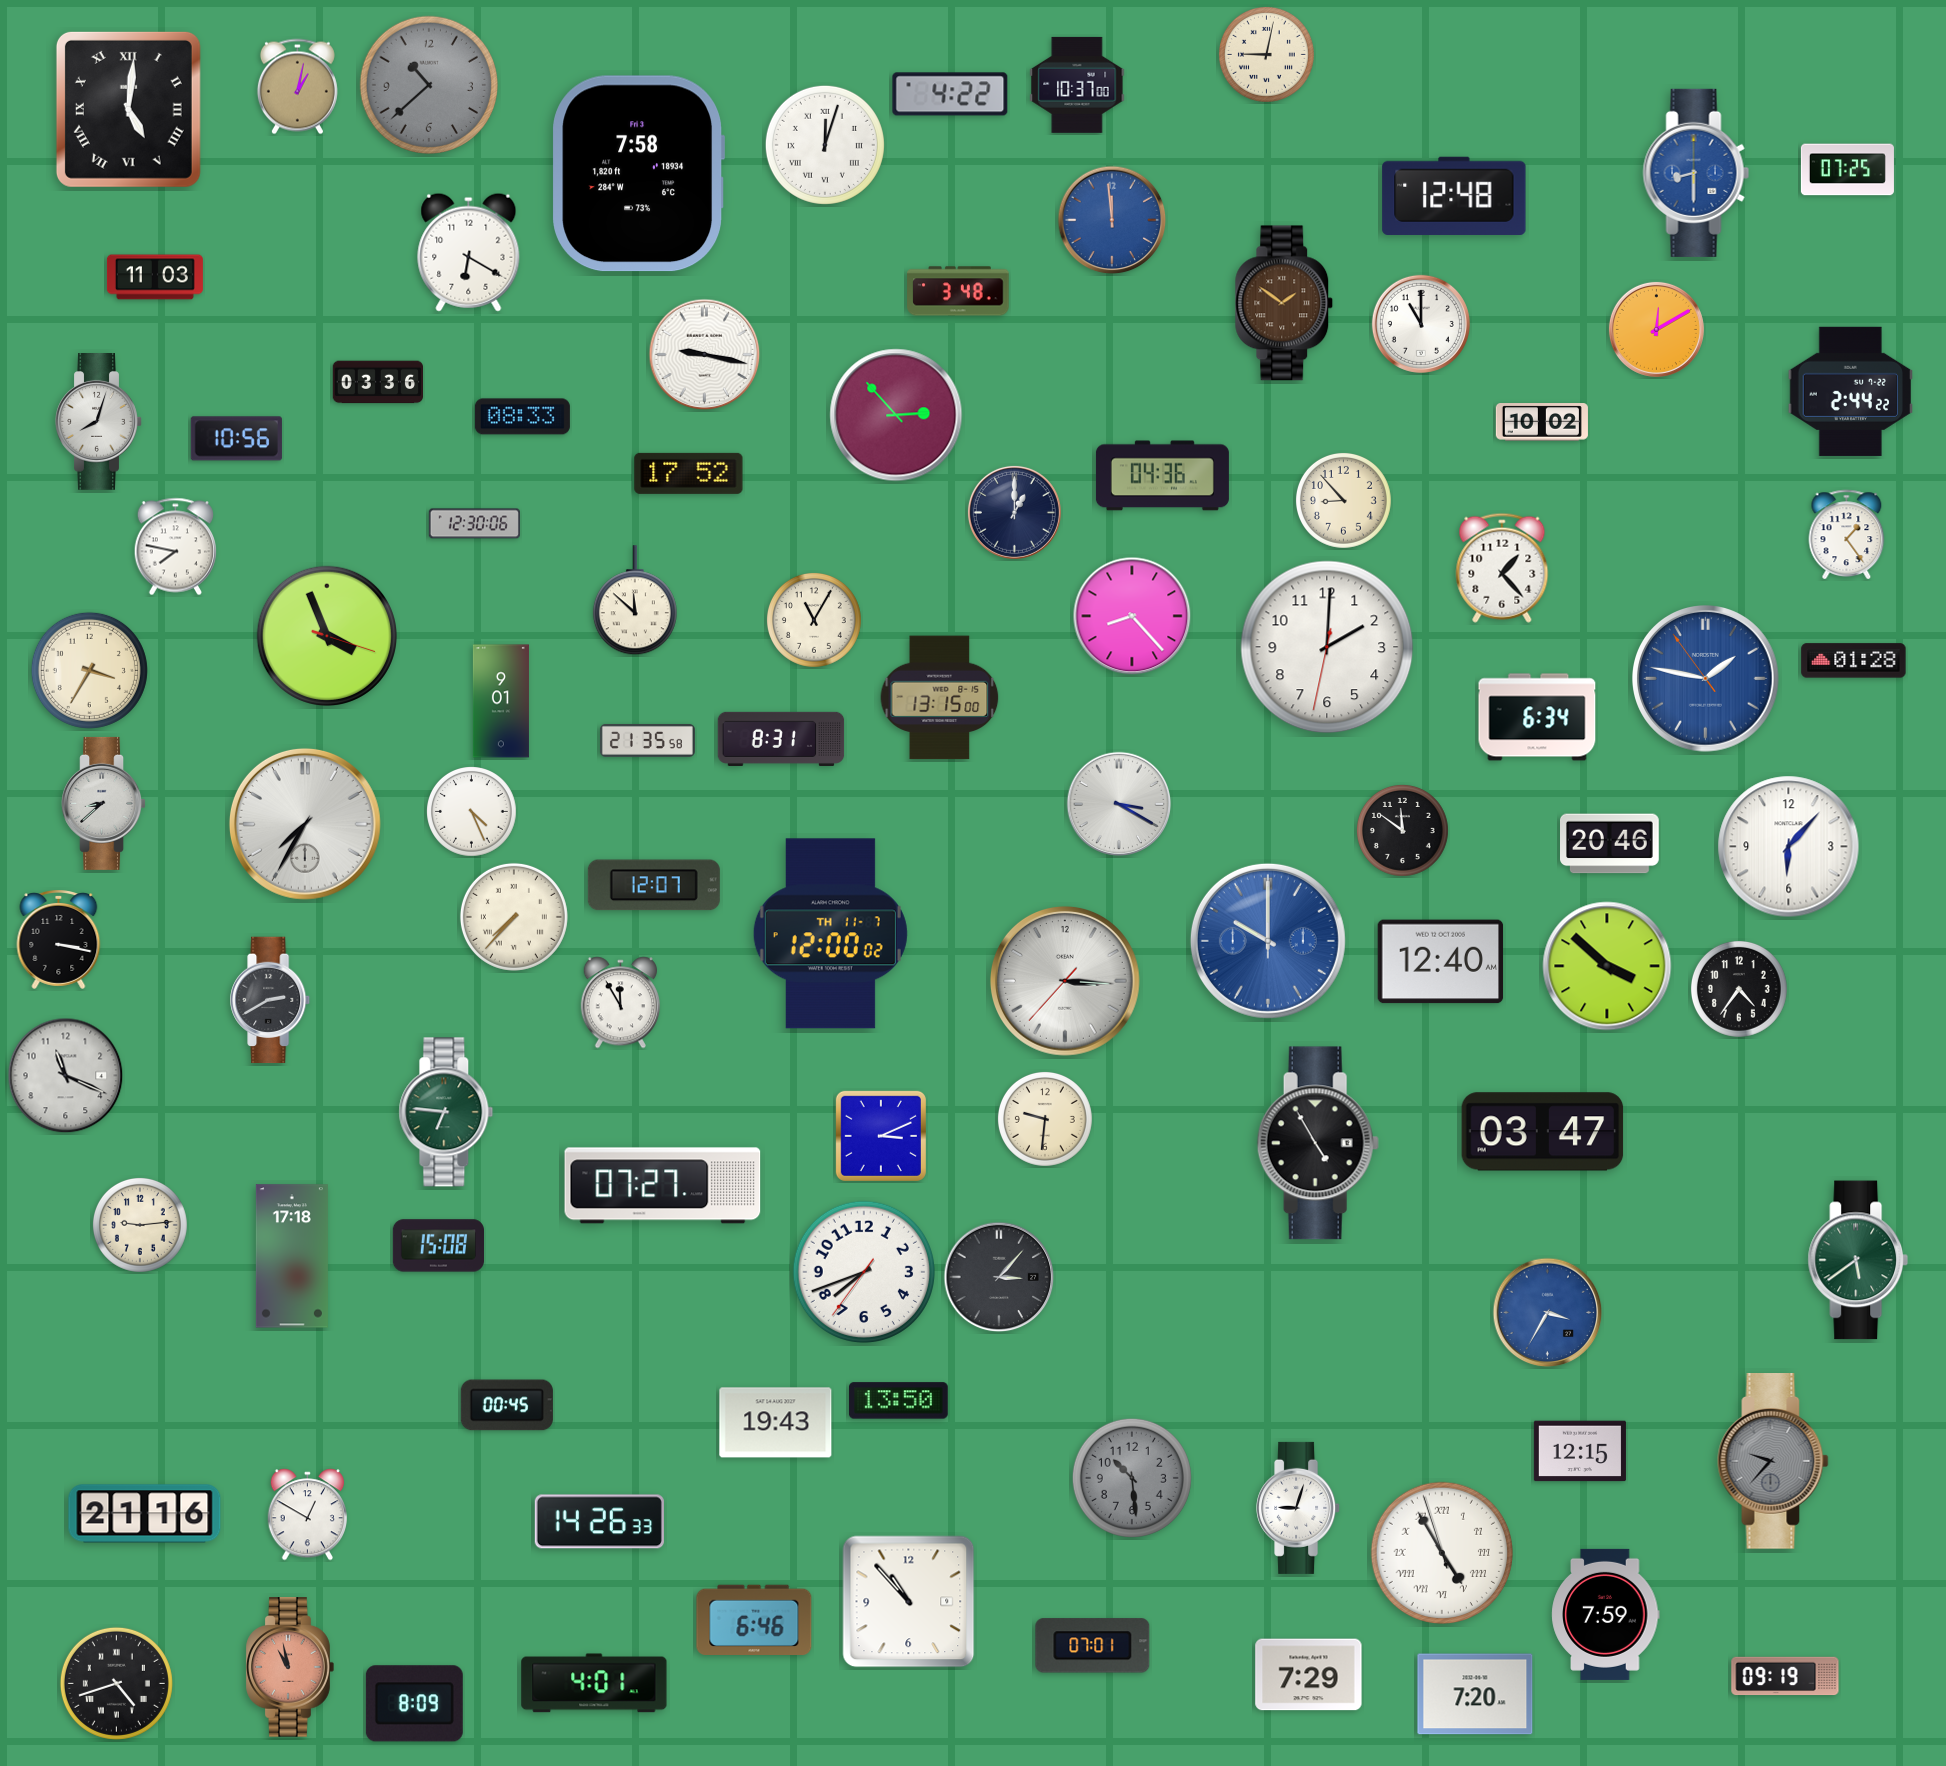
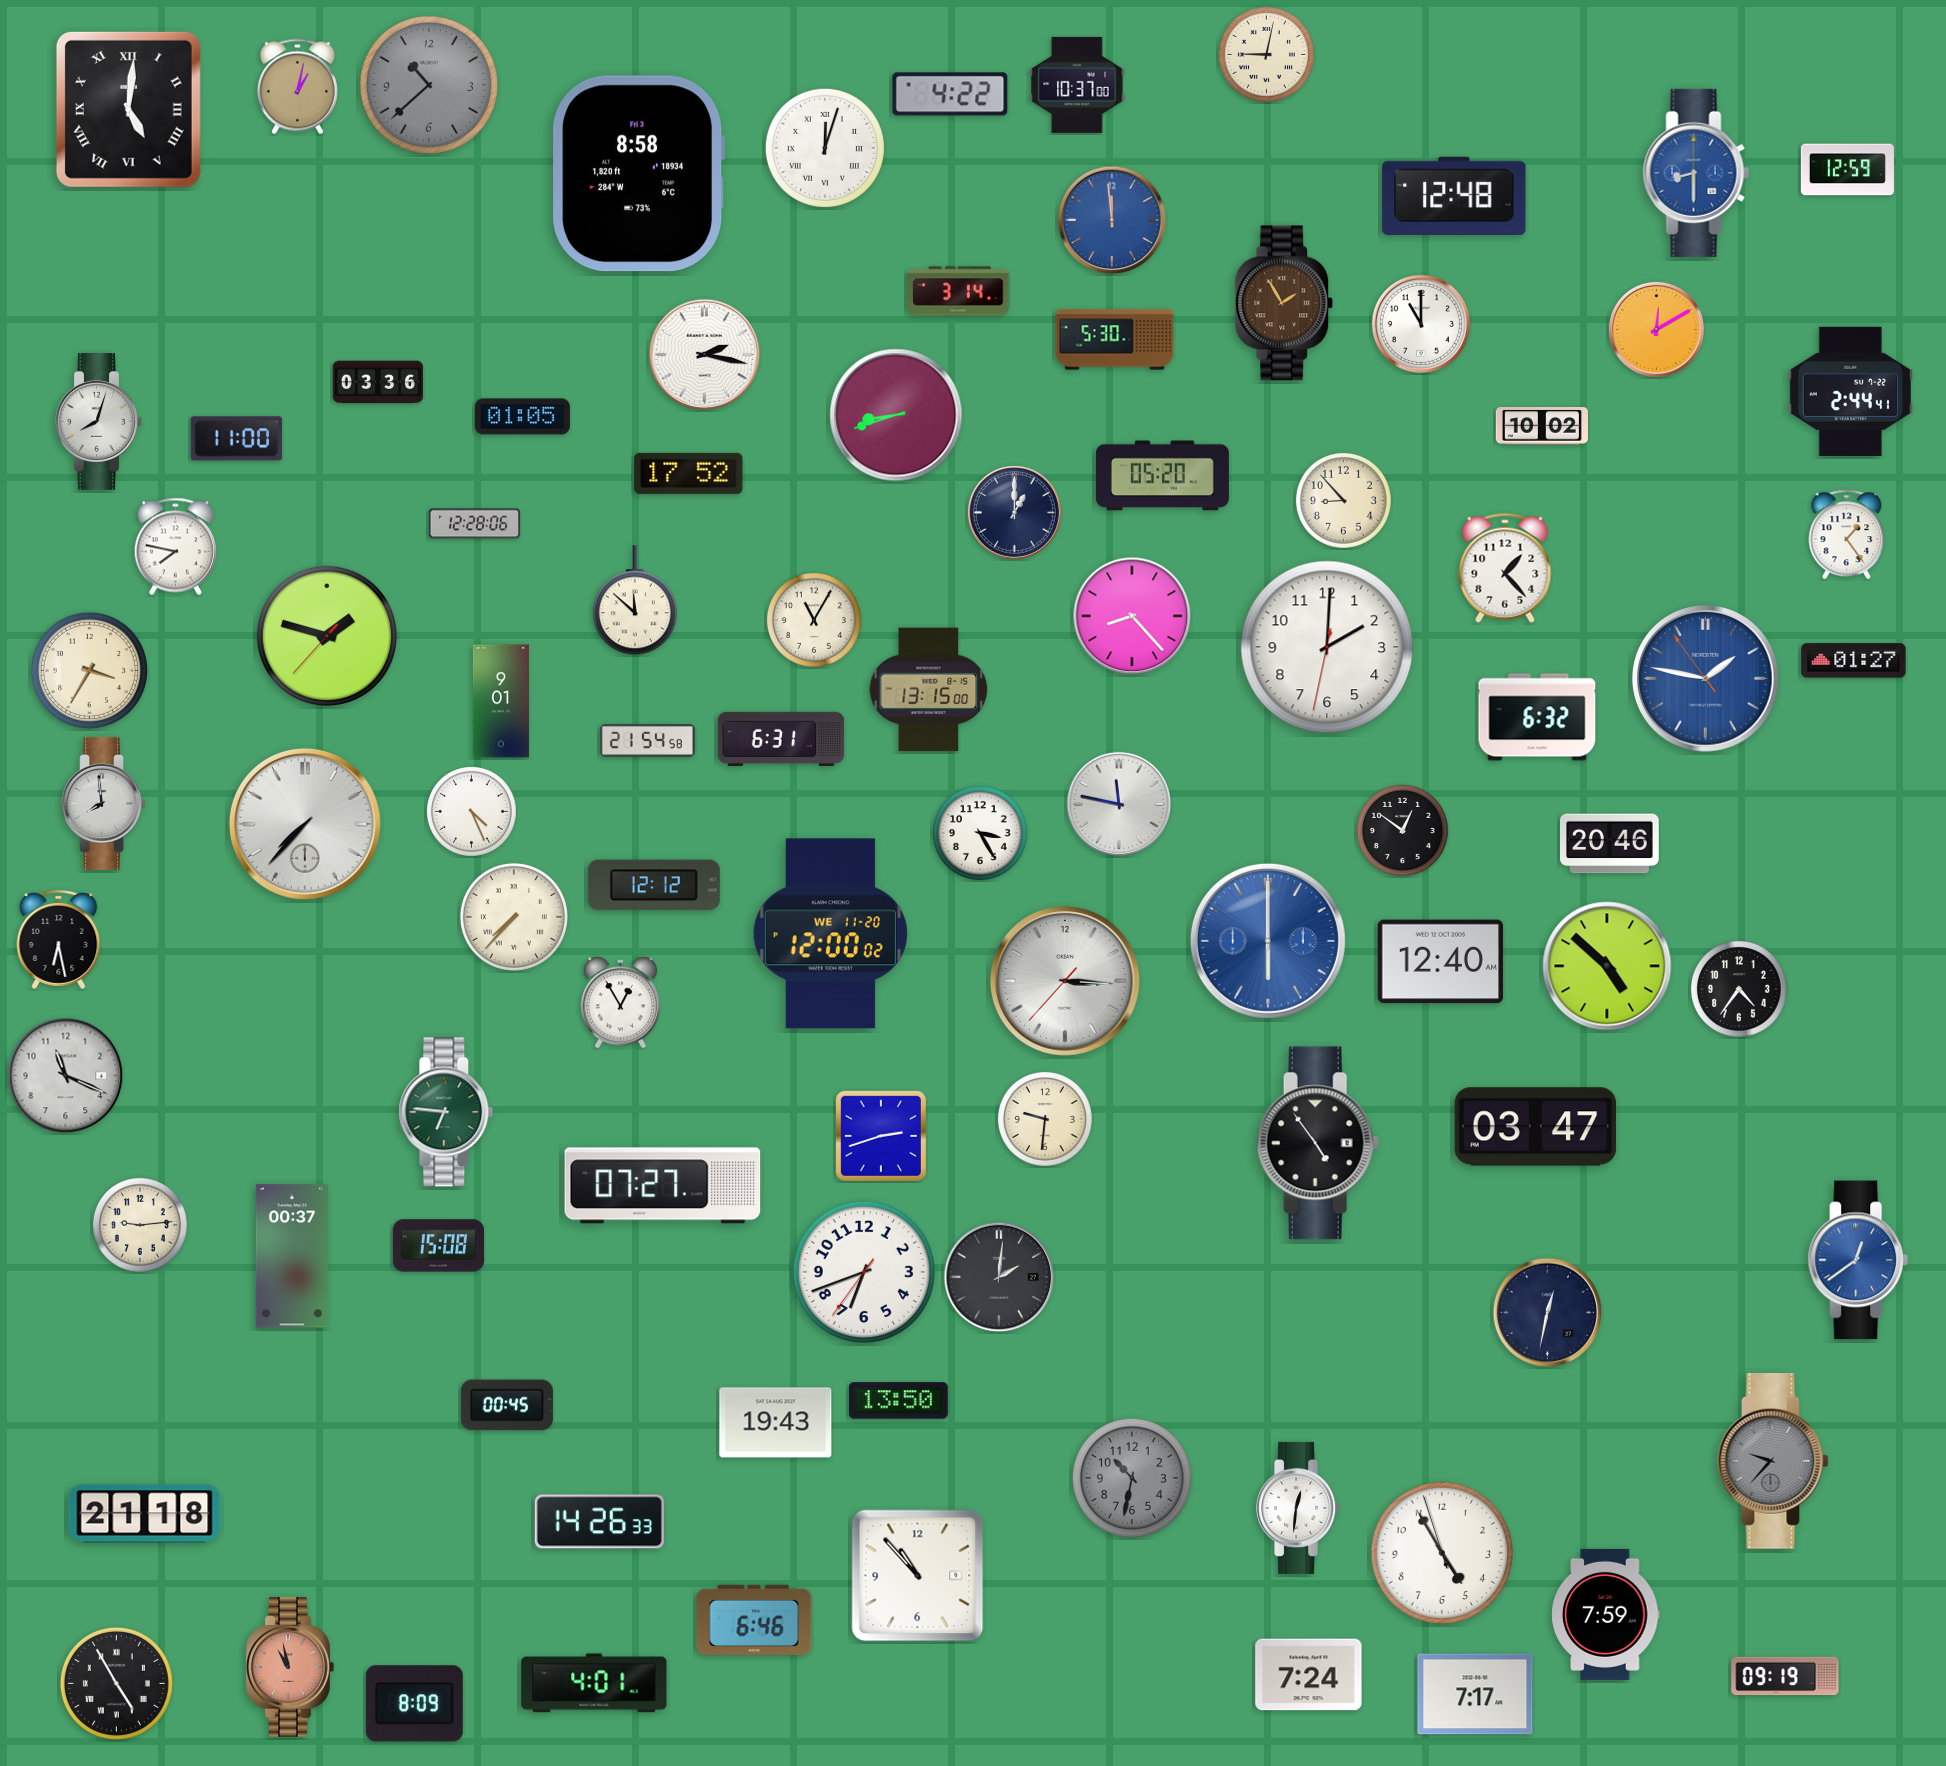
clock at (825, 145) position: (825, 145) -> (825, 148)
clock at (1847, 170): 07:25 -> 12:59
clock at (638, 174): 7:58 -> 8:58
clock at (469, 252): 6:20 -> none
clock at (155, 277): 11:03 -> none
clock at (958, 291): 3:48 -> 3:14
clock at (1284, 303): 1:51 -> 1:55
clock at (1115, 340): none -> 5:30
clock at (705, 355): 9:17 -> 2:17
clock at (1850, 391): 2:44:22 -> 2:44:41
clock at (896, 415): 2:53 -> 8:42
clock at (522, 417): 08:33 -> 01:05
clock at (1542, 422) position: (1542, 422) -> (1542, 426)
clock at (236, 439): 10:56 -> 11:00
clock at (1162, 476): 04:36 -> 05:20
clock at (474, 524): 12:30 -> 12:28
clock at (1502, 568) position: (1502, 568) -> (1505, 568)
clock at (326, 635): 3:56 -> 1:47
clock at (1854, 661): 01:28 -> 01:27
clock at (940, 698) position: (940, 698) -> (929, 690)
clock at (1537, 717): 6:34 -> 6:32
clock at (781, 739): 8:31 -> 6:31
clock at (647, 740): 21:35 -> 21:54
clock at (104, 803): 8:38 -> 7:59
clock at (1119, 804): 3:20 -> 11:47
clock at (305, 824): 7:35 -> 7:37
clock at (1402, 830): 11:51 -> 12:51
clock at (980, 833): none -> 3:25
clock at (1789, 847): 6:07 -> none
clock at (654, 885): 12:07 -> 12:12
clock at (830, 934) date: TH 11-7 -> WE 11-20
clock at (59, 940): 3:17 -> 6:28
clock at (1268, 941): 10:00 -> 6:00
clock at (1607, 966): 3:52 -> 4:52
clock at (271, 1000): 2:40 -> none
clock at (620, 1003): 11:55 -> 12:55
clock at (1543, 1132) position: (1543, 1132) -> (1536, 1127)
clock at (881, 1136): 3:11 -> 2:42
clock at (1318, 1143): 4:55 -> 4:54
clock at (292, 1256): 17:18 -> 00:37
clock at (1858, 1260): 5:39 -> 12:39
clock at (1858, 1260) dial: green -> blue
clock at (863, 1271): 7:41 -> 6:41
clock at (999, 1277): 3:07 -> 2:01
clock at (1548, 1313): 3:35 -> 12:32
clock at (1548, 1313) dial: blue -> navy
clock at (1580, 1451): 12:15 -> none
clock at (1132, 1478): 10:29 -> 10:32
clock at (1299, 1508): 9:03 -> 12:31
clock at (145, 1514): 21:16 -> 21:18
clock at (307, 1515): 12:50 -> none
clock at (1441, 1552) numerals: Roman -> Arabic
clock at (909, 1602) position: (909, 1602) -> (918, 1576)
clock at (1093, 1646): 07:01 -> none
clock at (1309, 1675): 7:29 -> 7:24
clock at (116, 1683): 4:42 -> 4:55
clock at (1475, 1694): 7:20 -> 7:17
